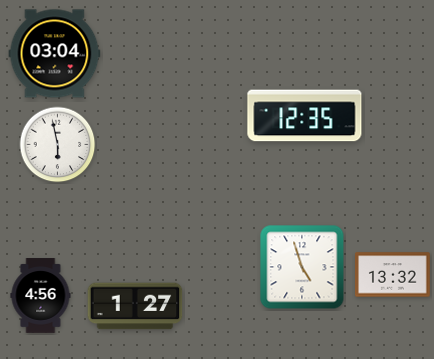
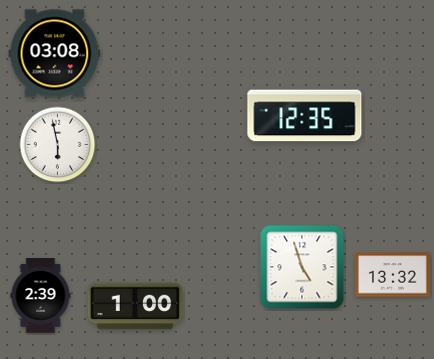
clock at (55, 54): 03:04 -> 03:08
clock at (41, 296): 4:56 -> 2:39
clock at (135, 306): 1:27 -> 1:00
